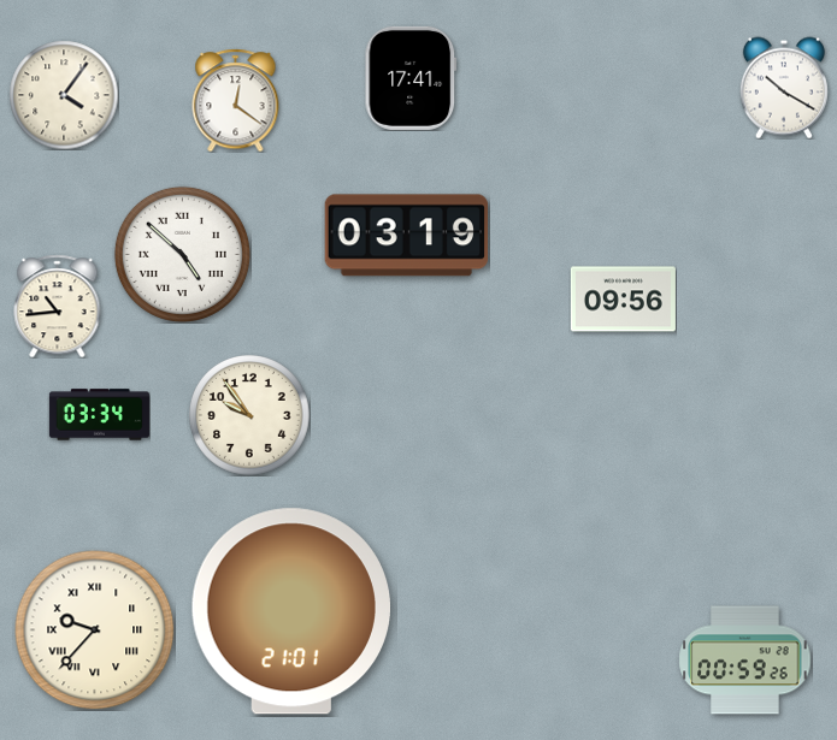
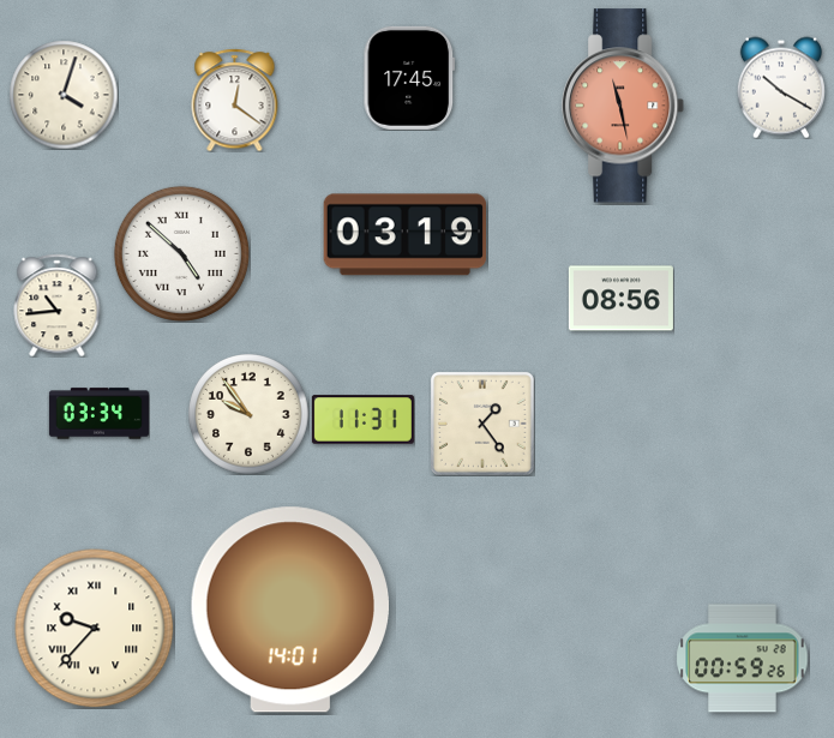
clock at (411, 78): 17:41 -> 17:45
clock at (64, 95): 4:06 -> 4:03
clock at (624, 106): none -> 11:28
clock at (623, 300): 09:56 -> 08:56
clock at (362, 420): none -> 11:31
clock at (482, 424): none -> 1:24
clock at (290, 611): 21:01 -> 14:01
